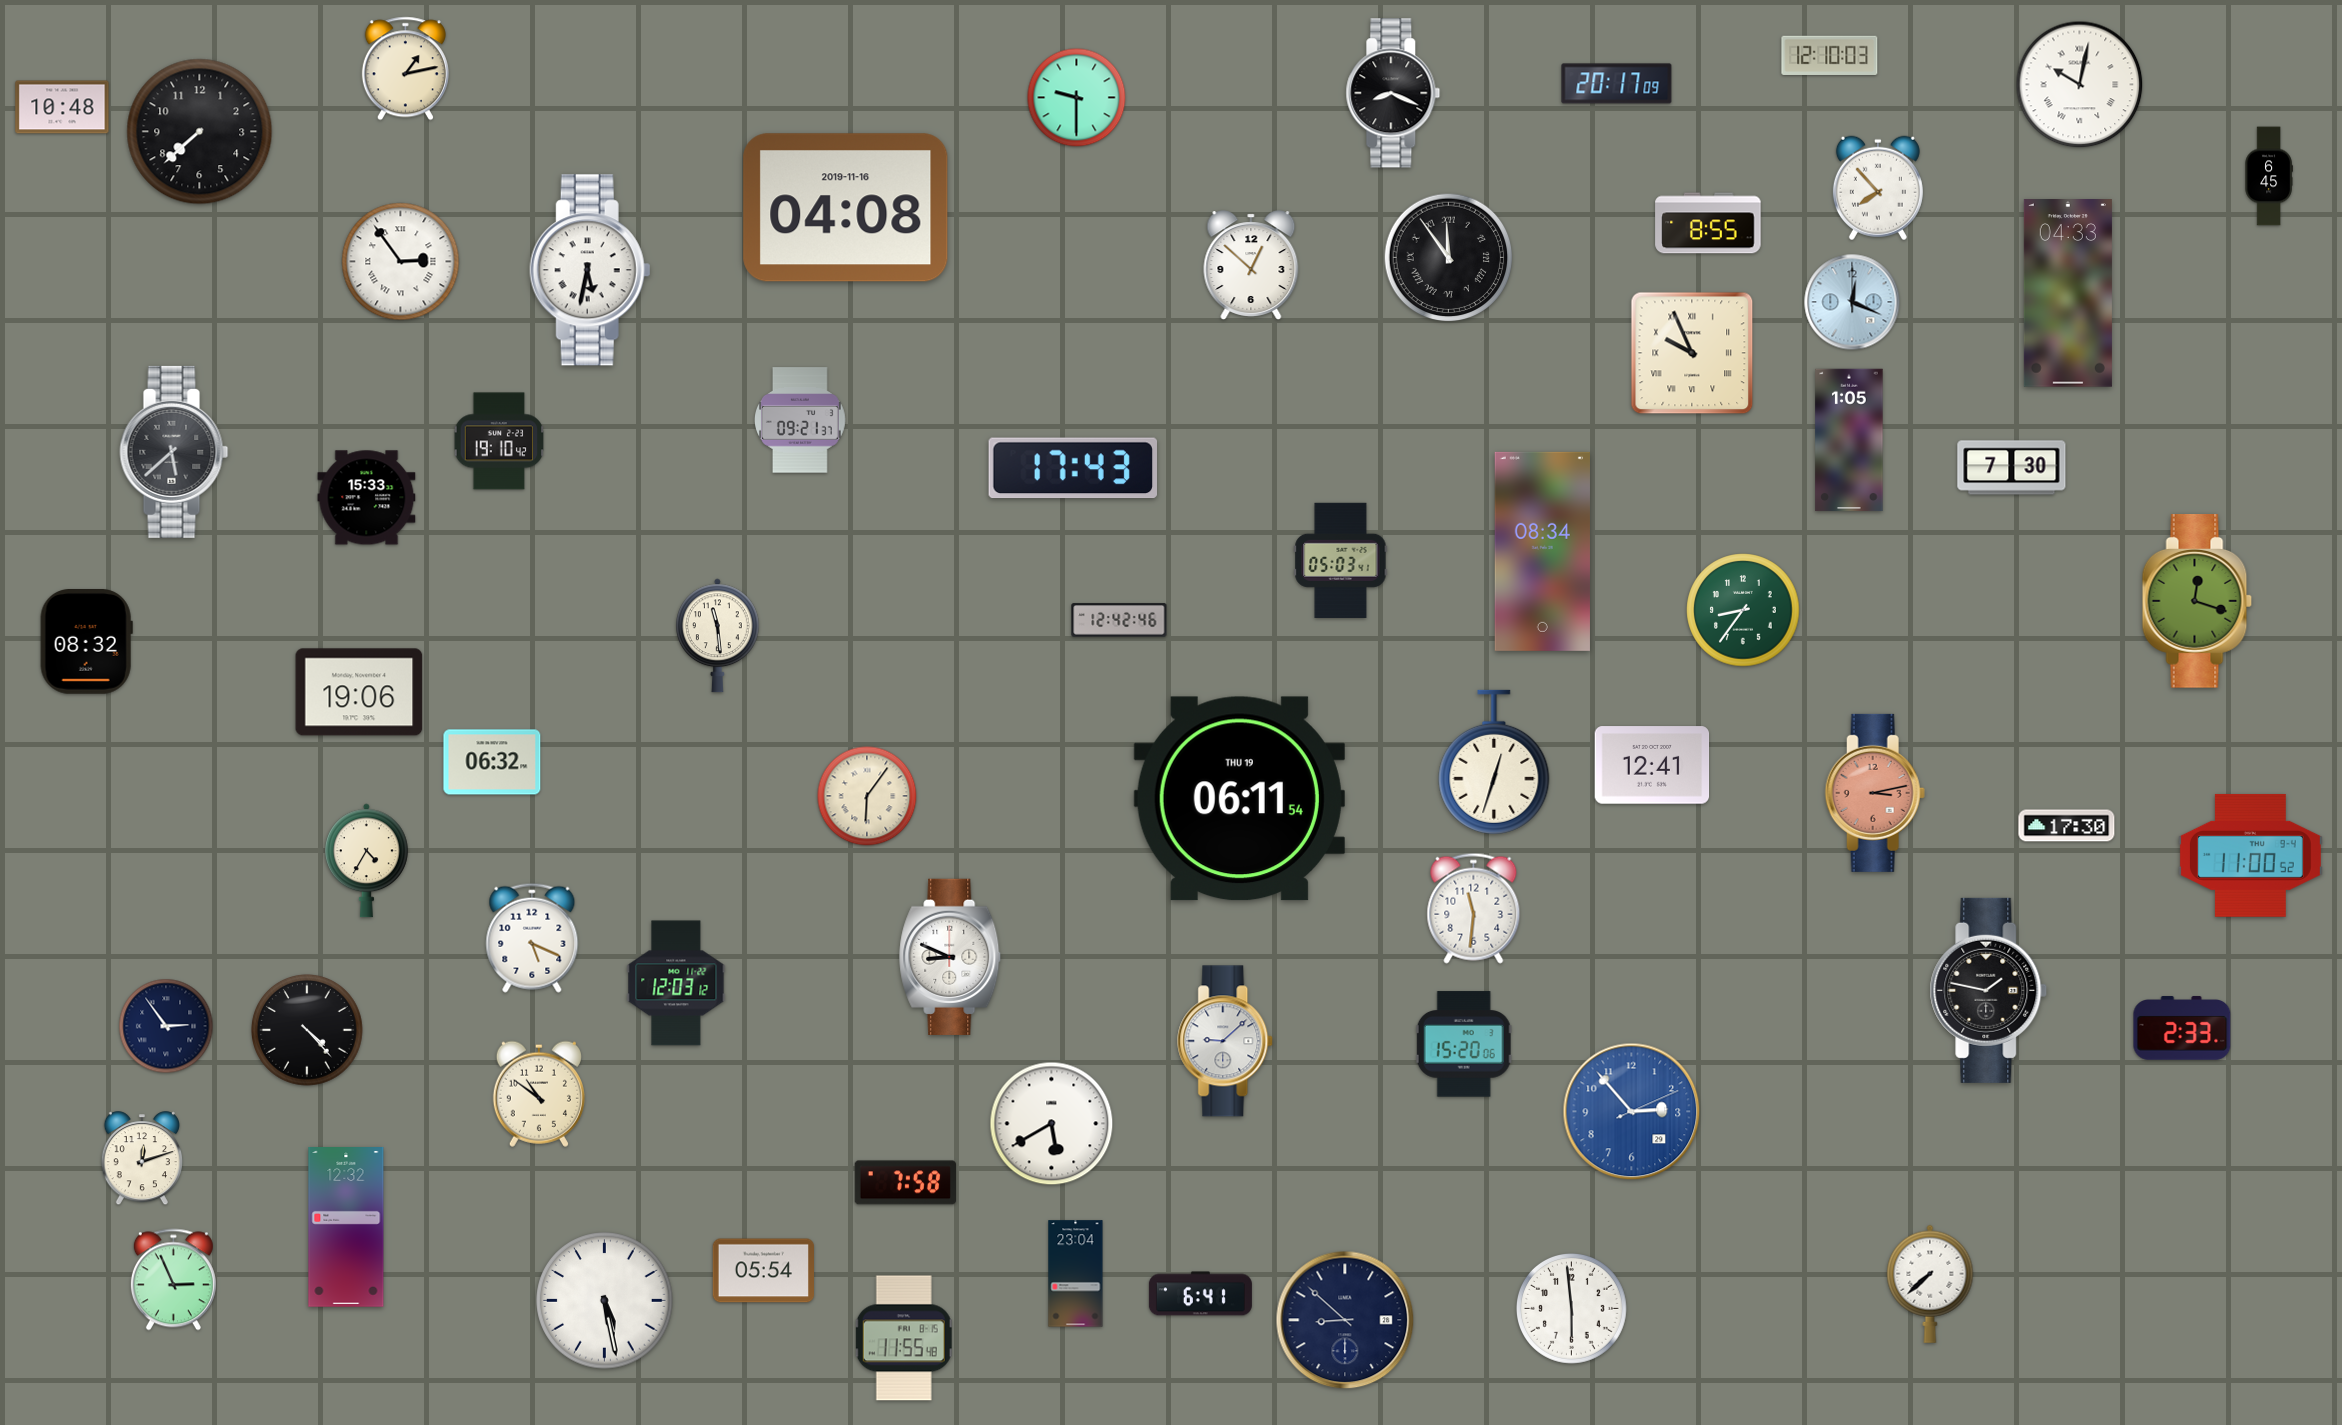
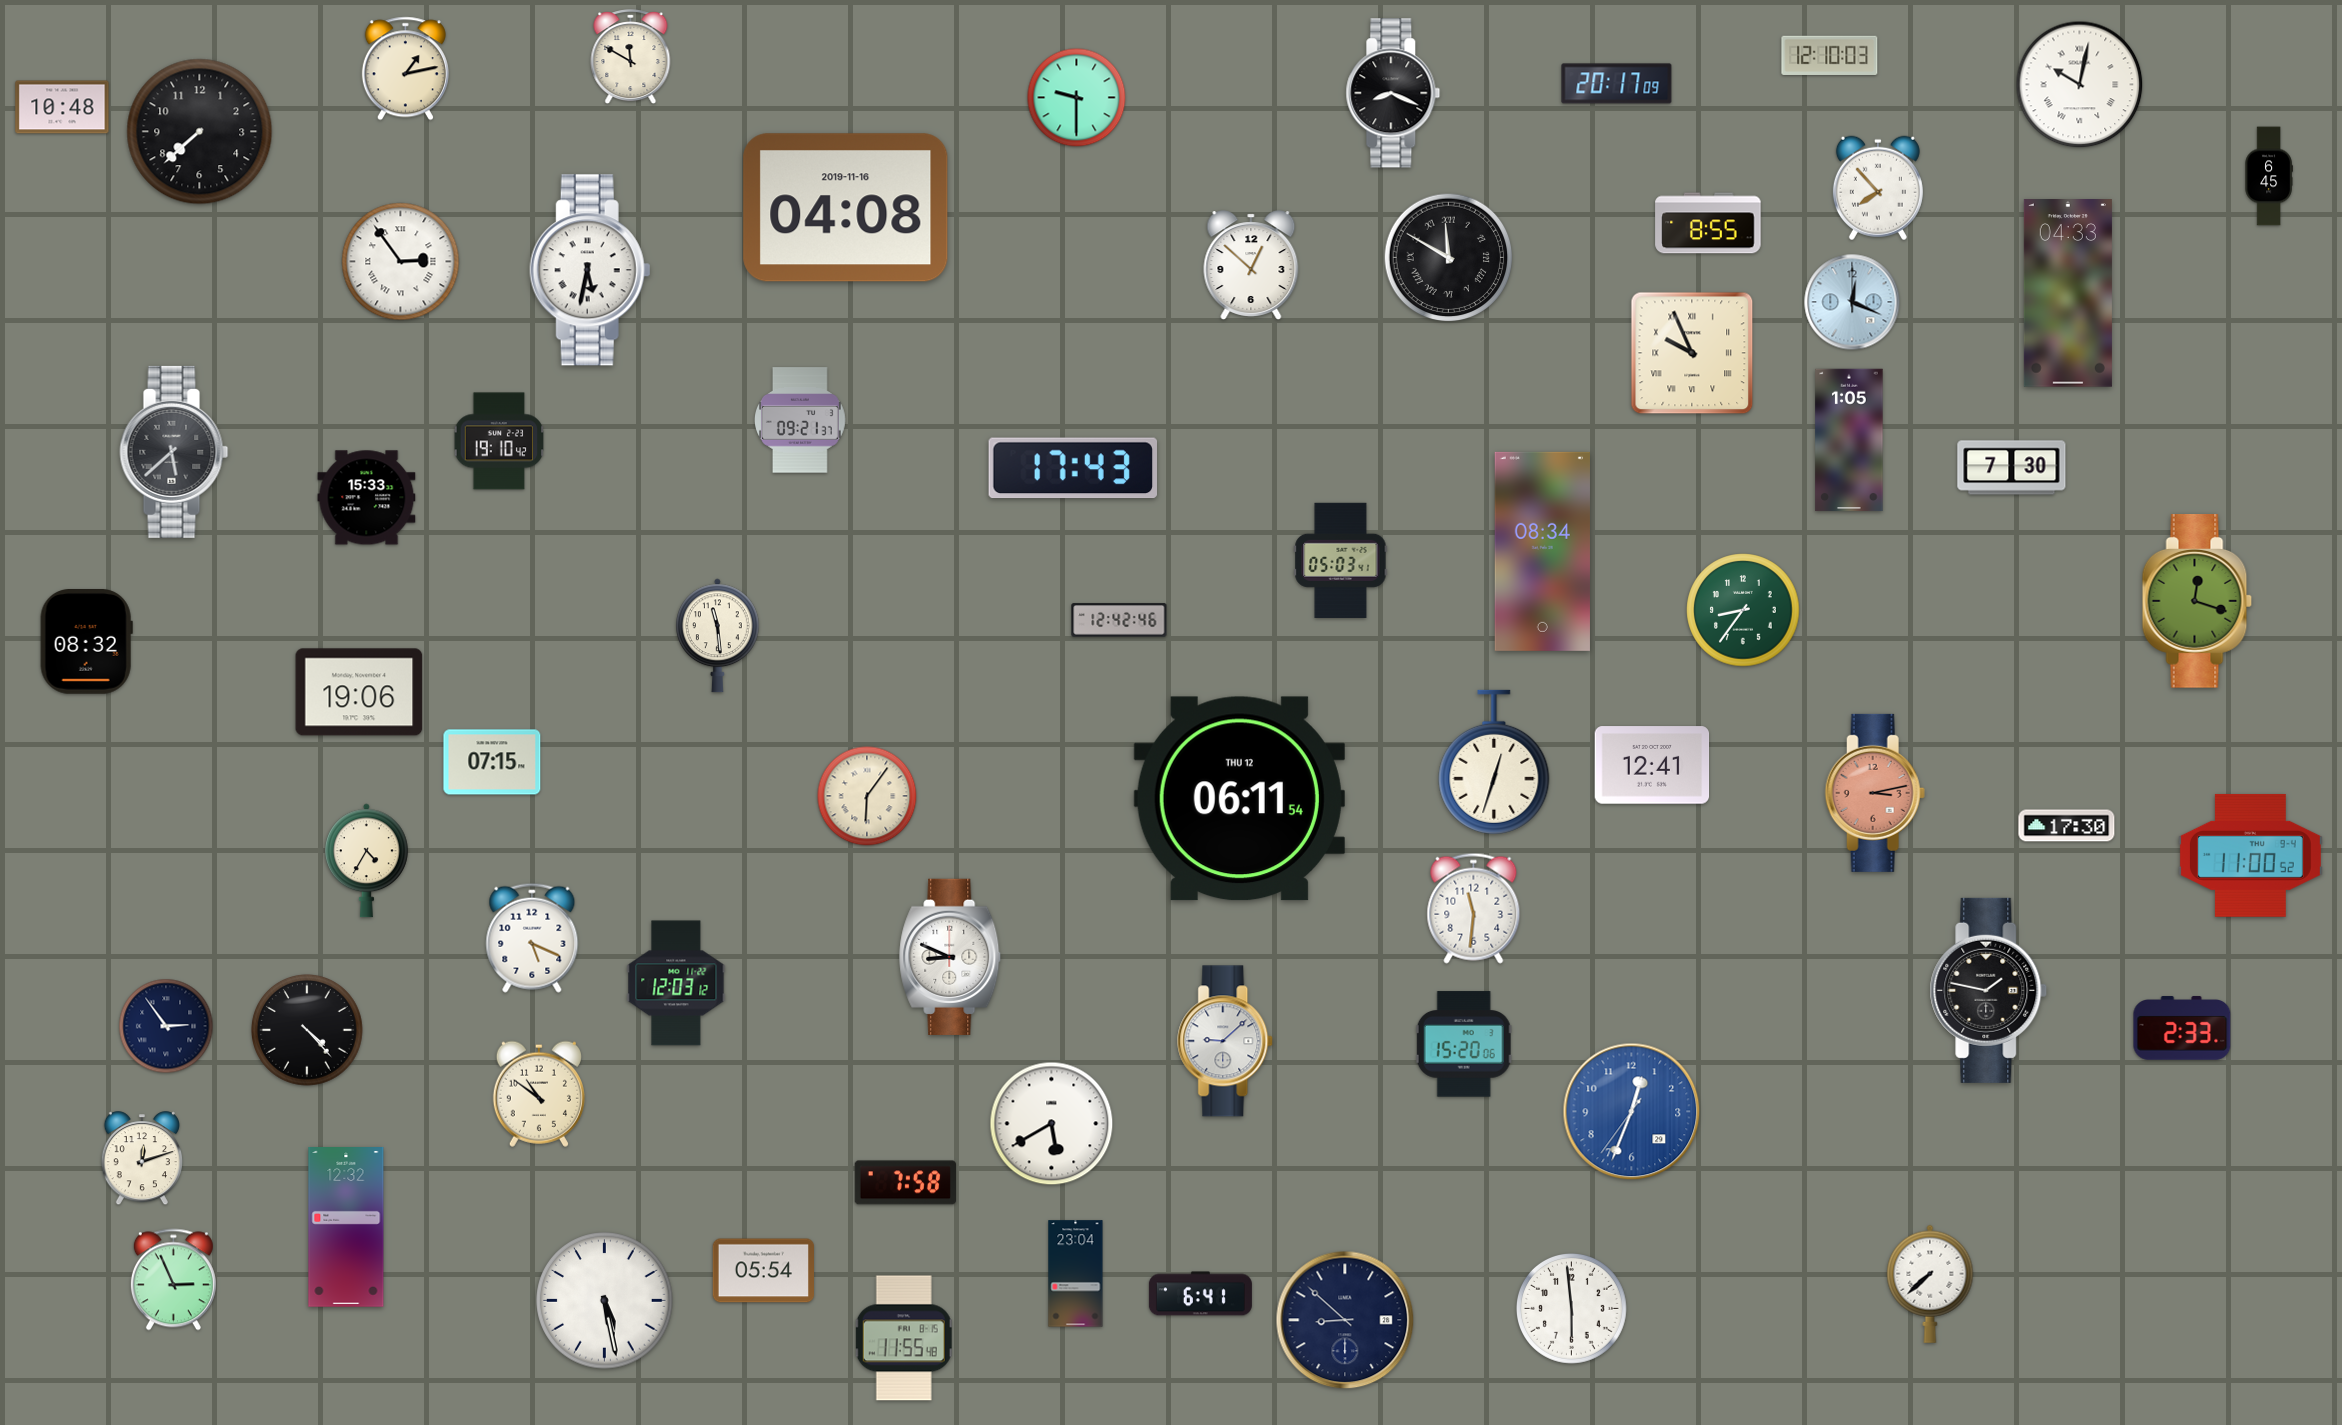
clock at (631, 57): none -> 11:50
clock at (1449, 258): 11:54 -> 11:50
clock at (492, 762): 06:32 -> 07:15
clock at (1239, 799) date: THU 19 -> THU 12
clock at (1632, 1112): 2:53 -> 12:33
